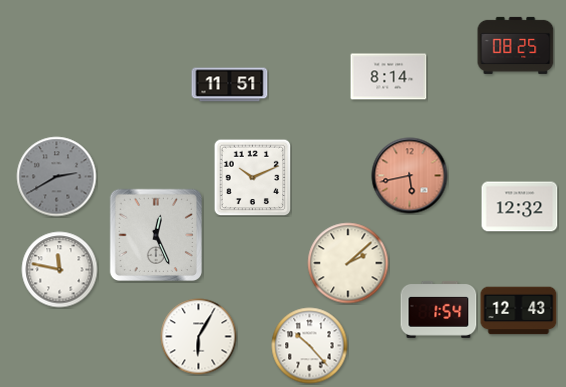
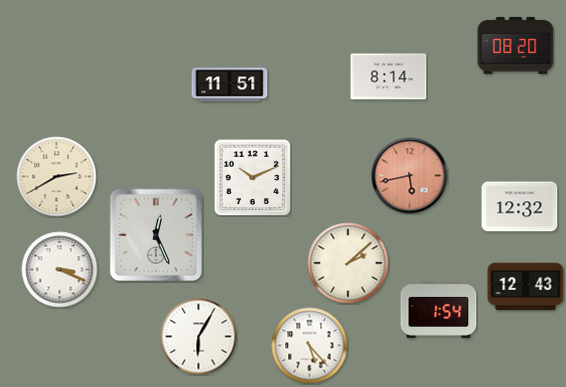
clock at (516, 45): 08:25 -> 08:20
clock at (57, 177) dial: grey -> cream
clock at (60, 270): 11:47 -> 3:19
clock at (519, 311) position: (519, 311) -> (526, 287)
clock at (310, 346): 10:23 -> 5:23
